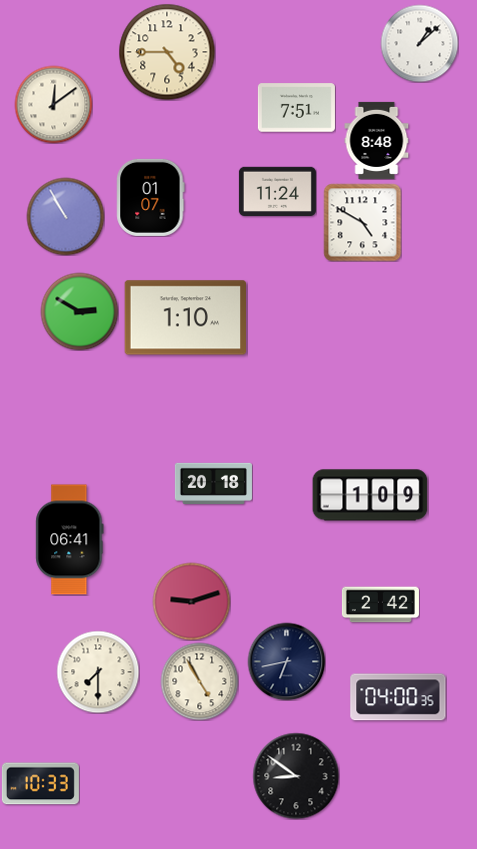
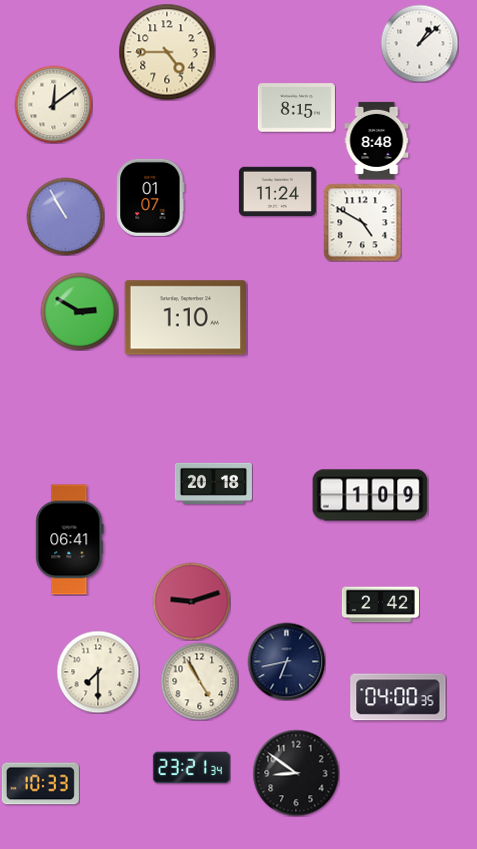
clock at (296, 108): 7:51 -> 8:15
clock at (191, 768): none -> 23:21
clock at (296, 776) position: (296, 776) -> (296, 773)
